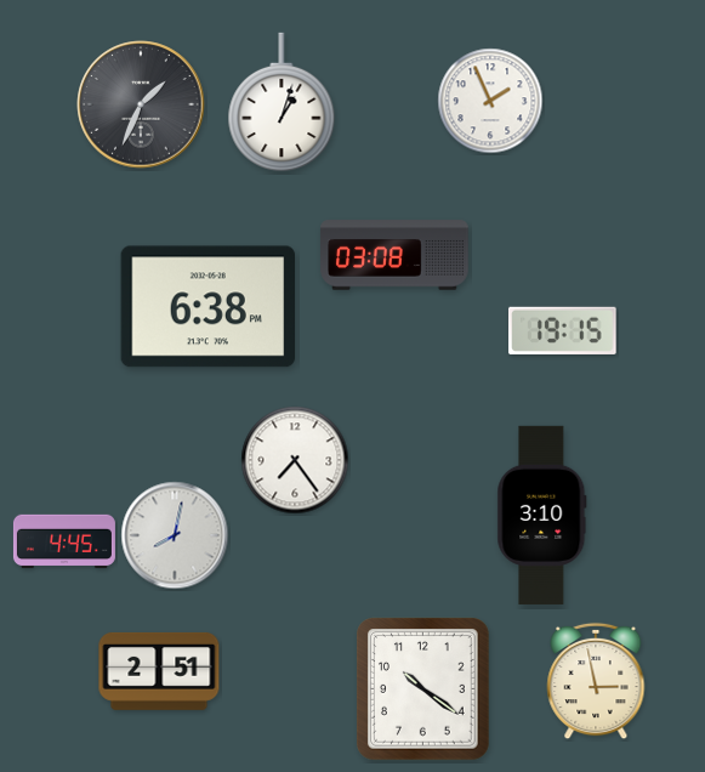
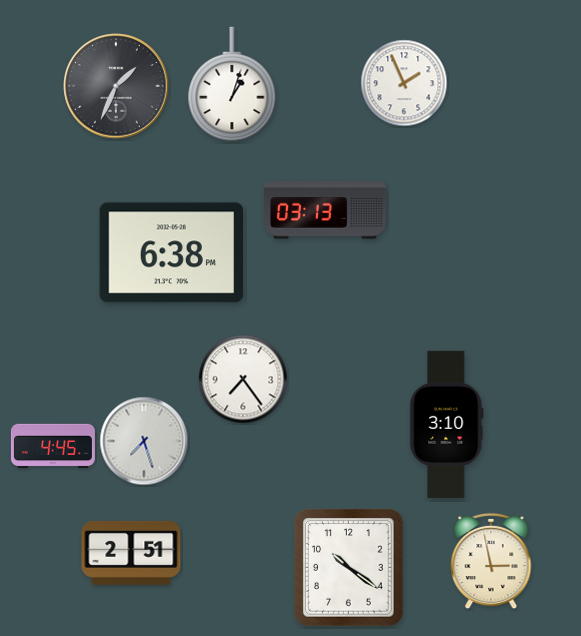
clock at (394, 255): 03:08 -> 03:13
clock at (563, 330): 19:15 -> none
clock at (175, 535): 8:02 -> 7:27
